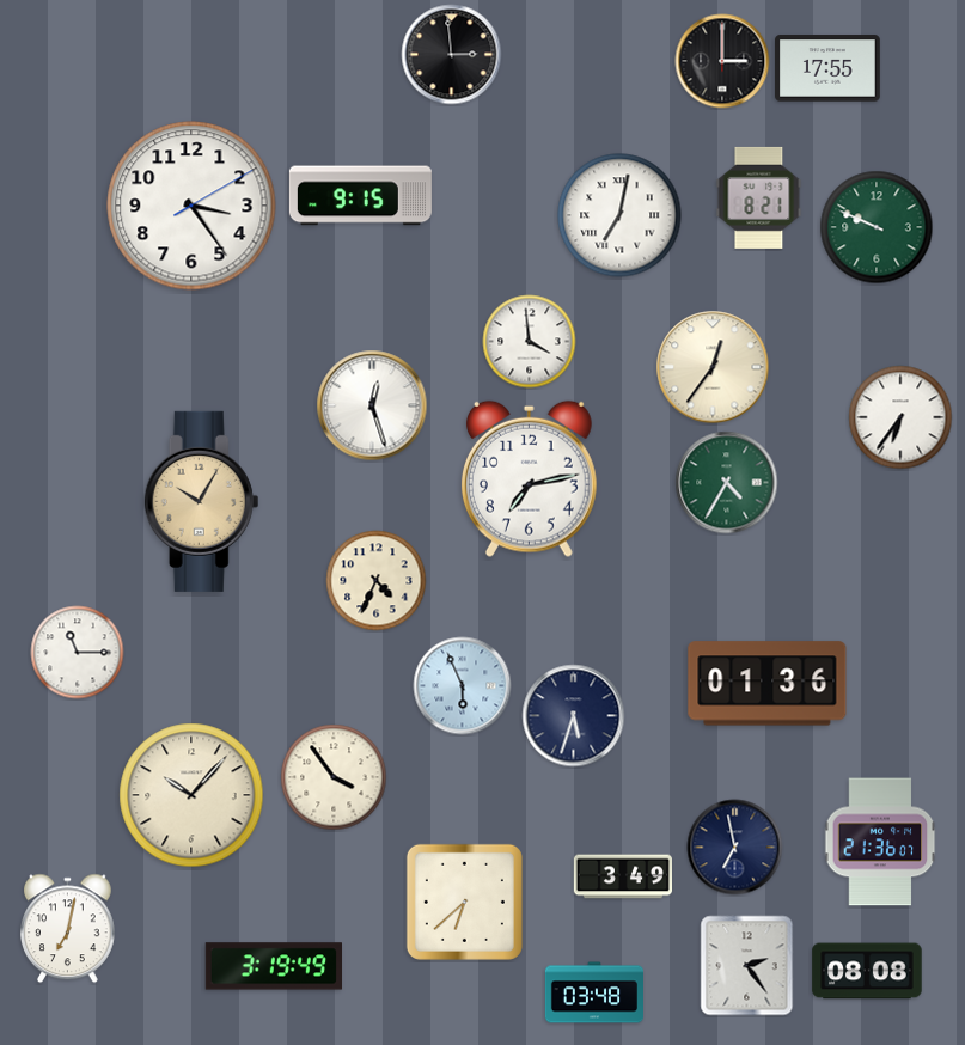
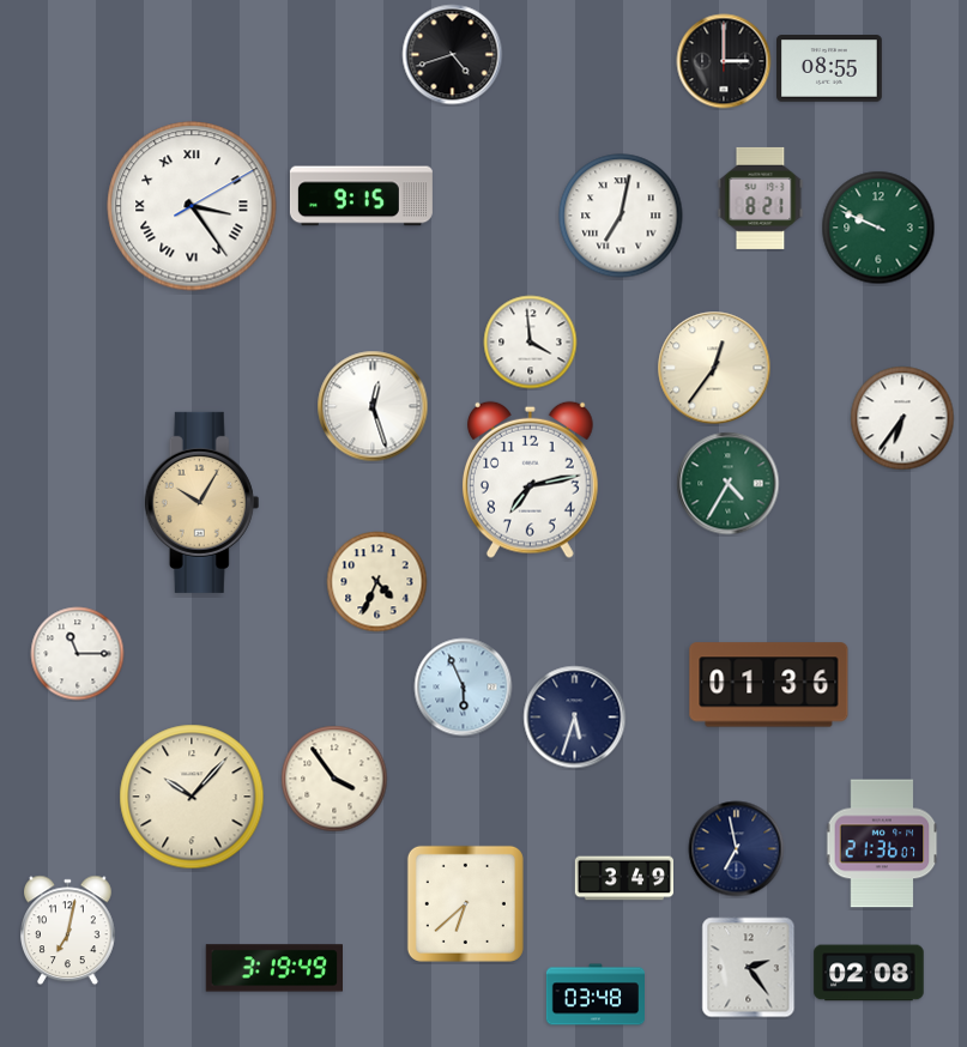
clock at (452, 55): 2:59 -> 4:42
clock at (829, 68): 17:55 -> 08:55
clock at (191, 206) numerals: Arabic -> Roman
clock at (867, 971): 08:08 -> 02:08
